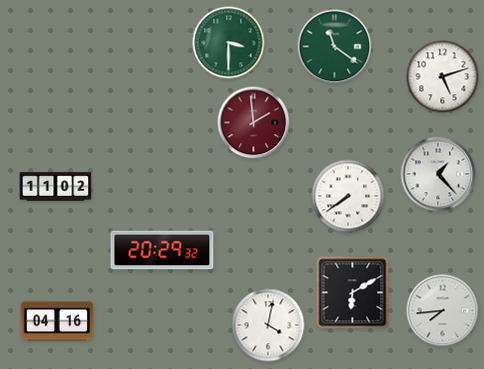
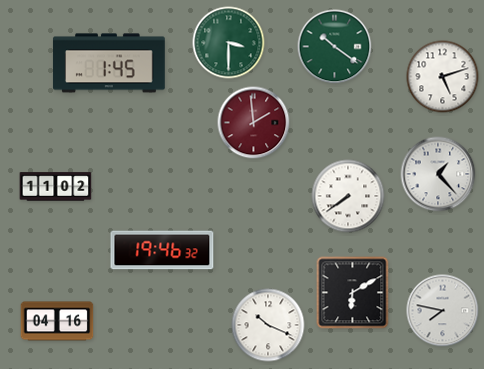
clock at (335, 47): 11:21 -> 10:21
clock at (109, 63): none -> 1:45
clock at (162, 250): 20:29 -> 19:46
clock at (443, 311): 7:44 -> 7:47
clock at (268, 325): 4:02 -> 10:19
